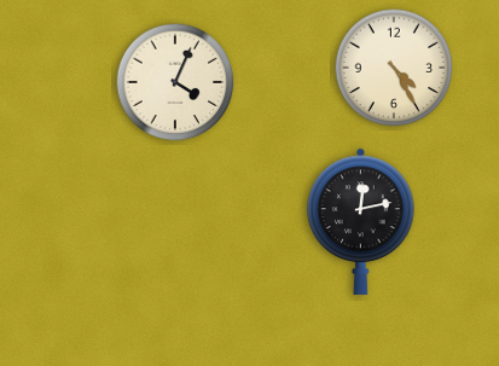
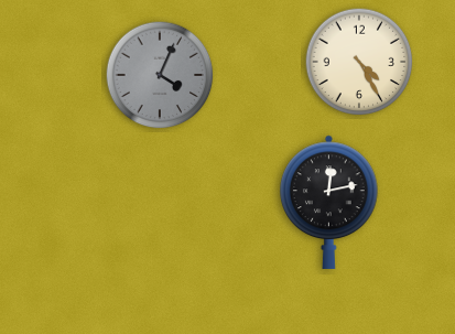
clock at (175, 82) dial: cream -> grey
